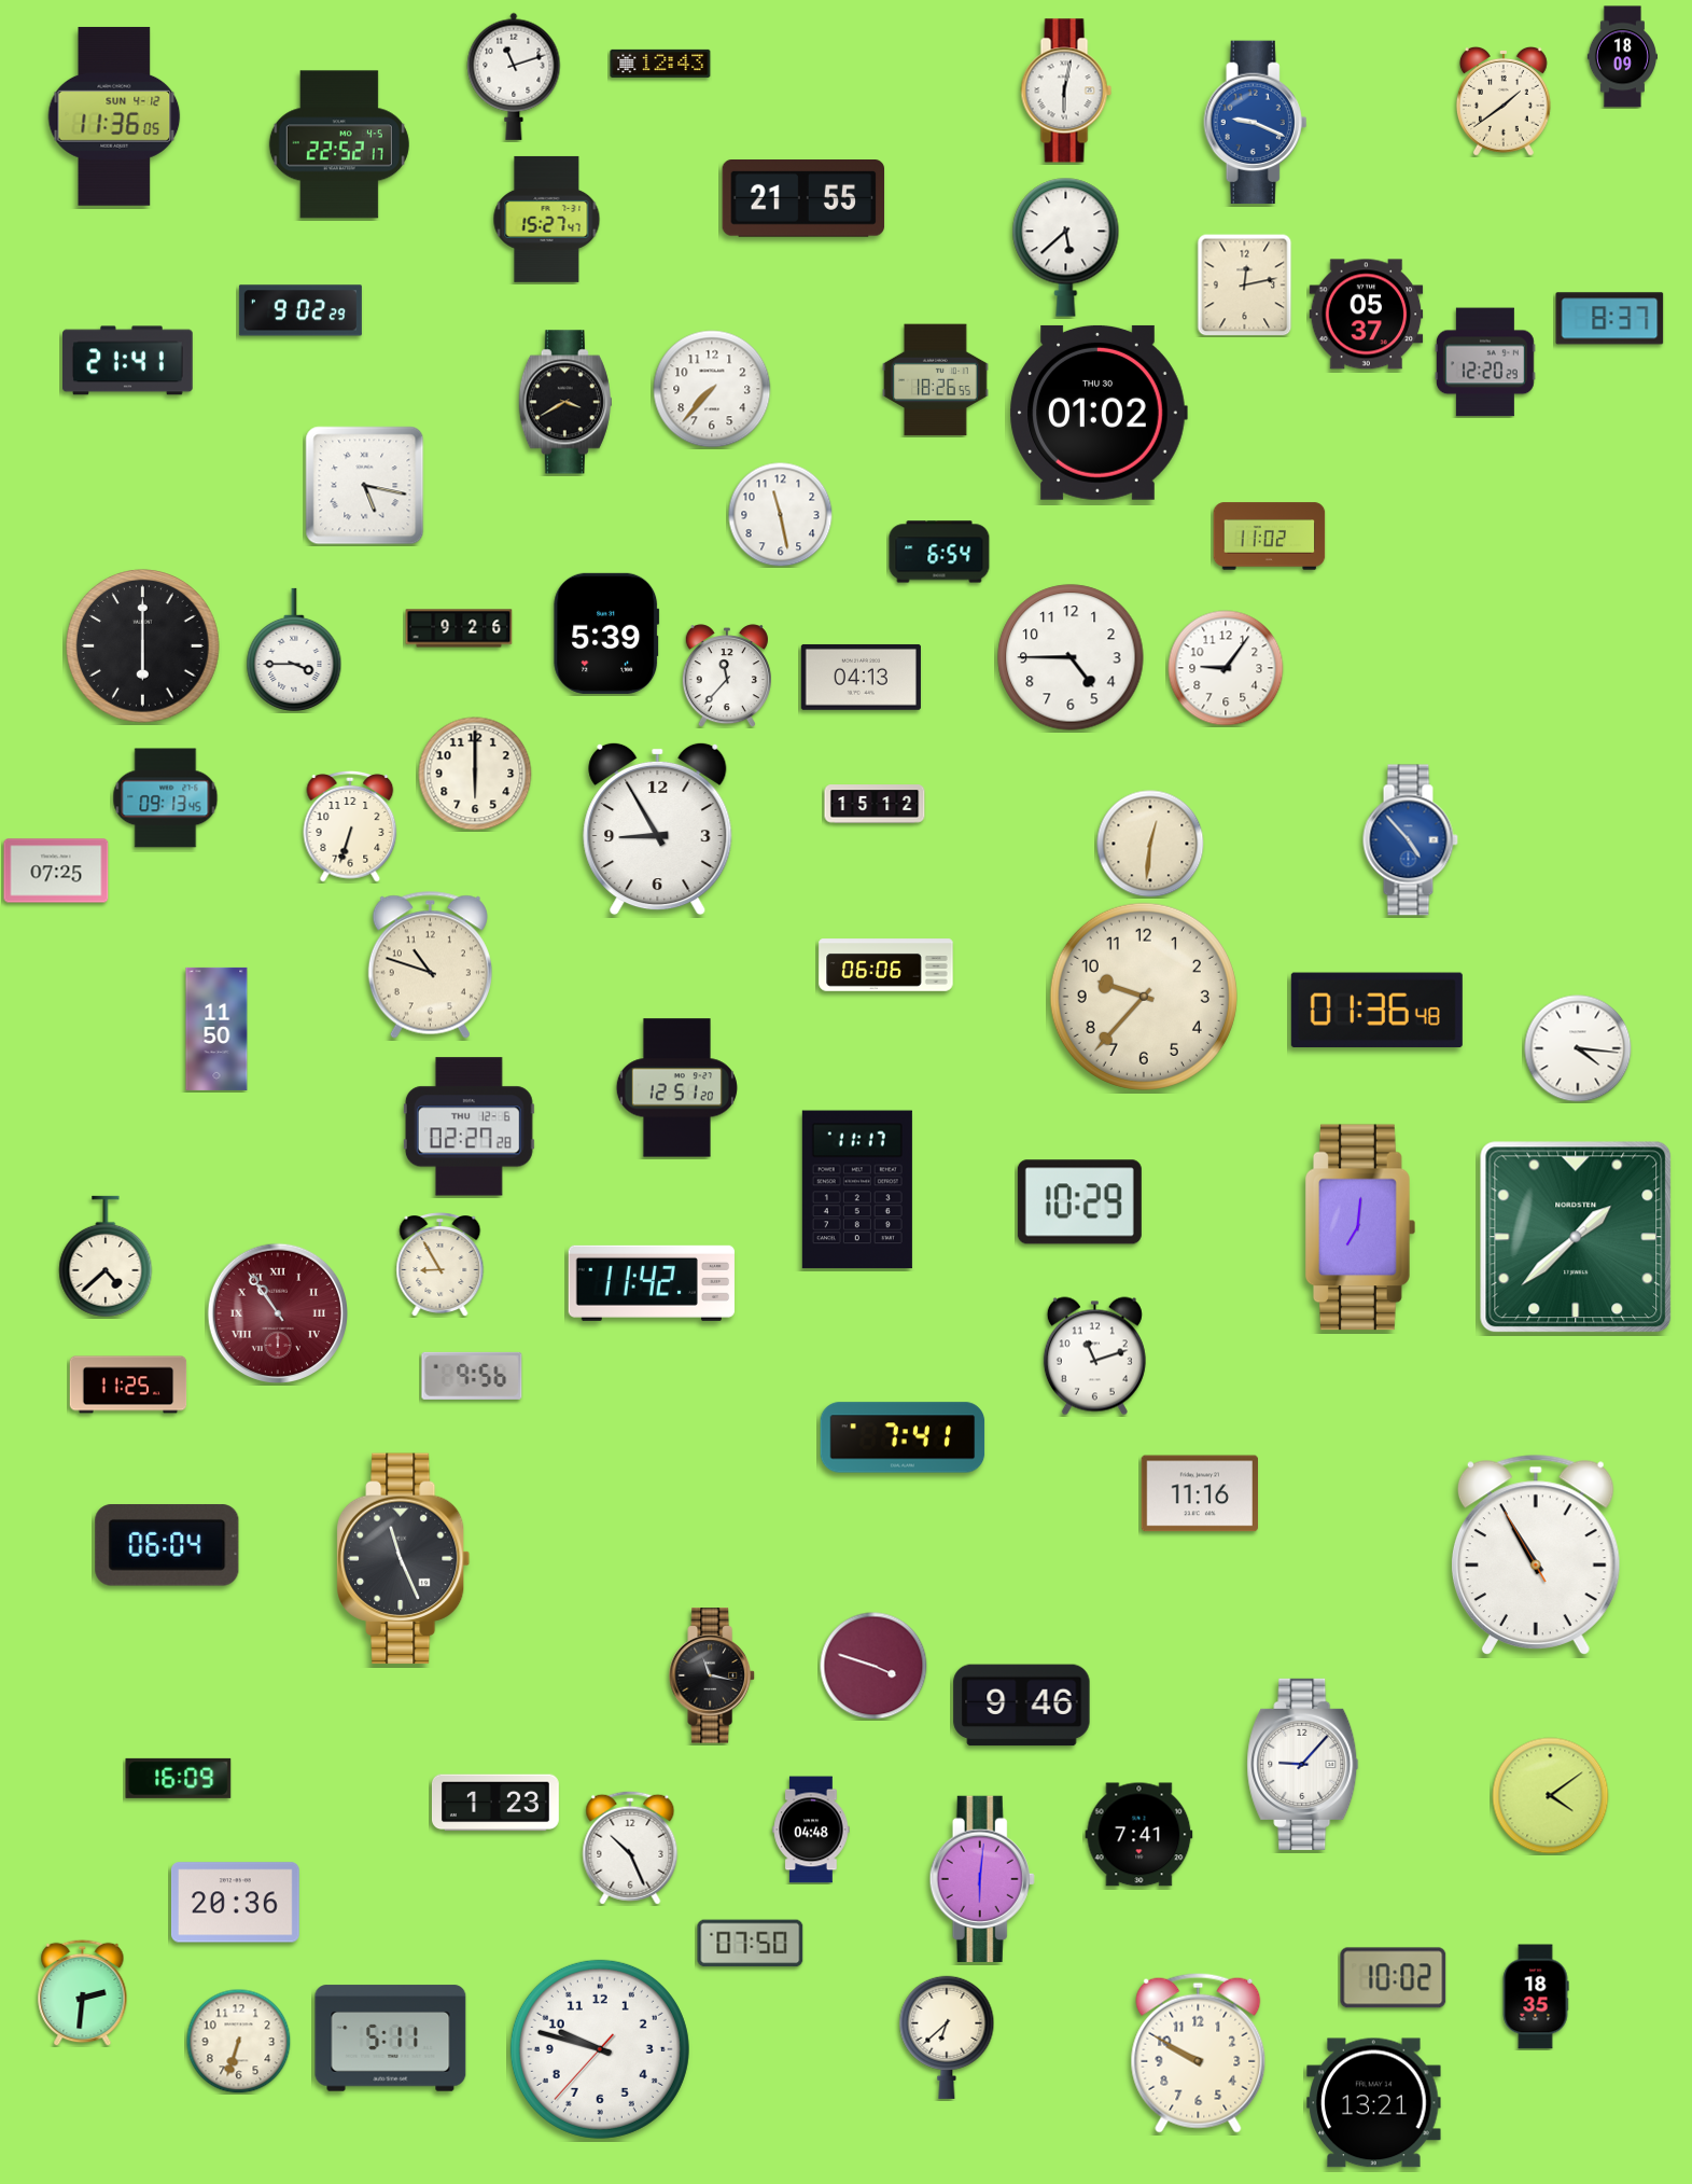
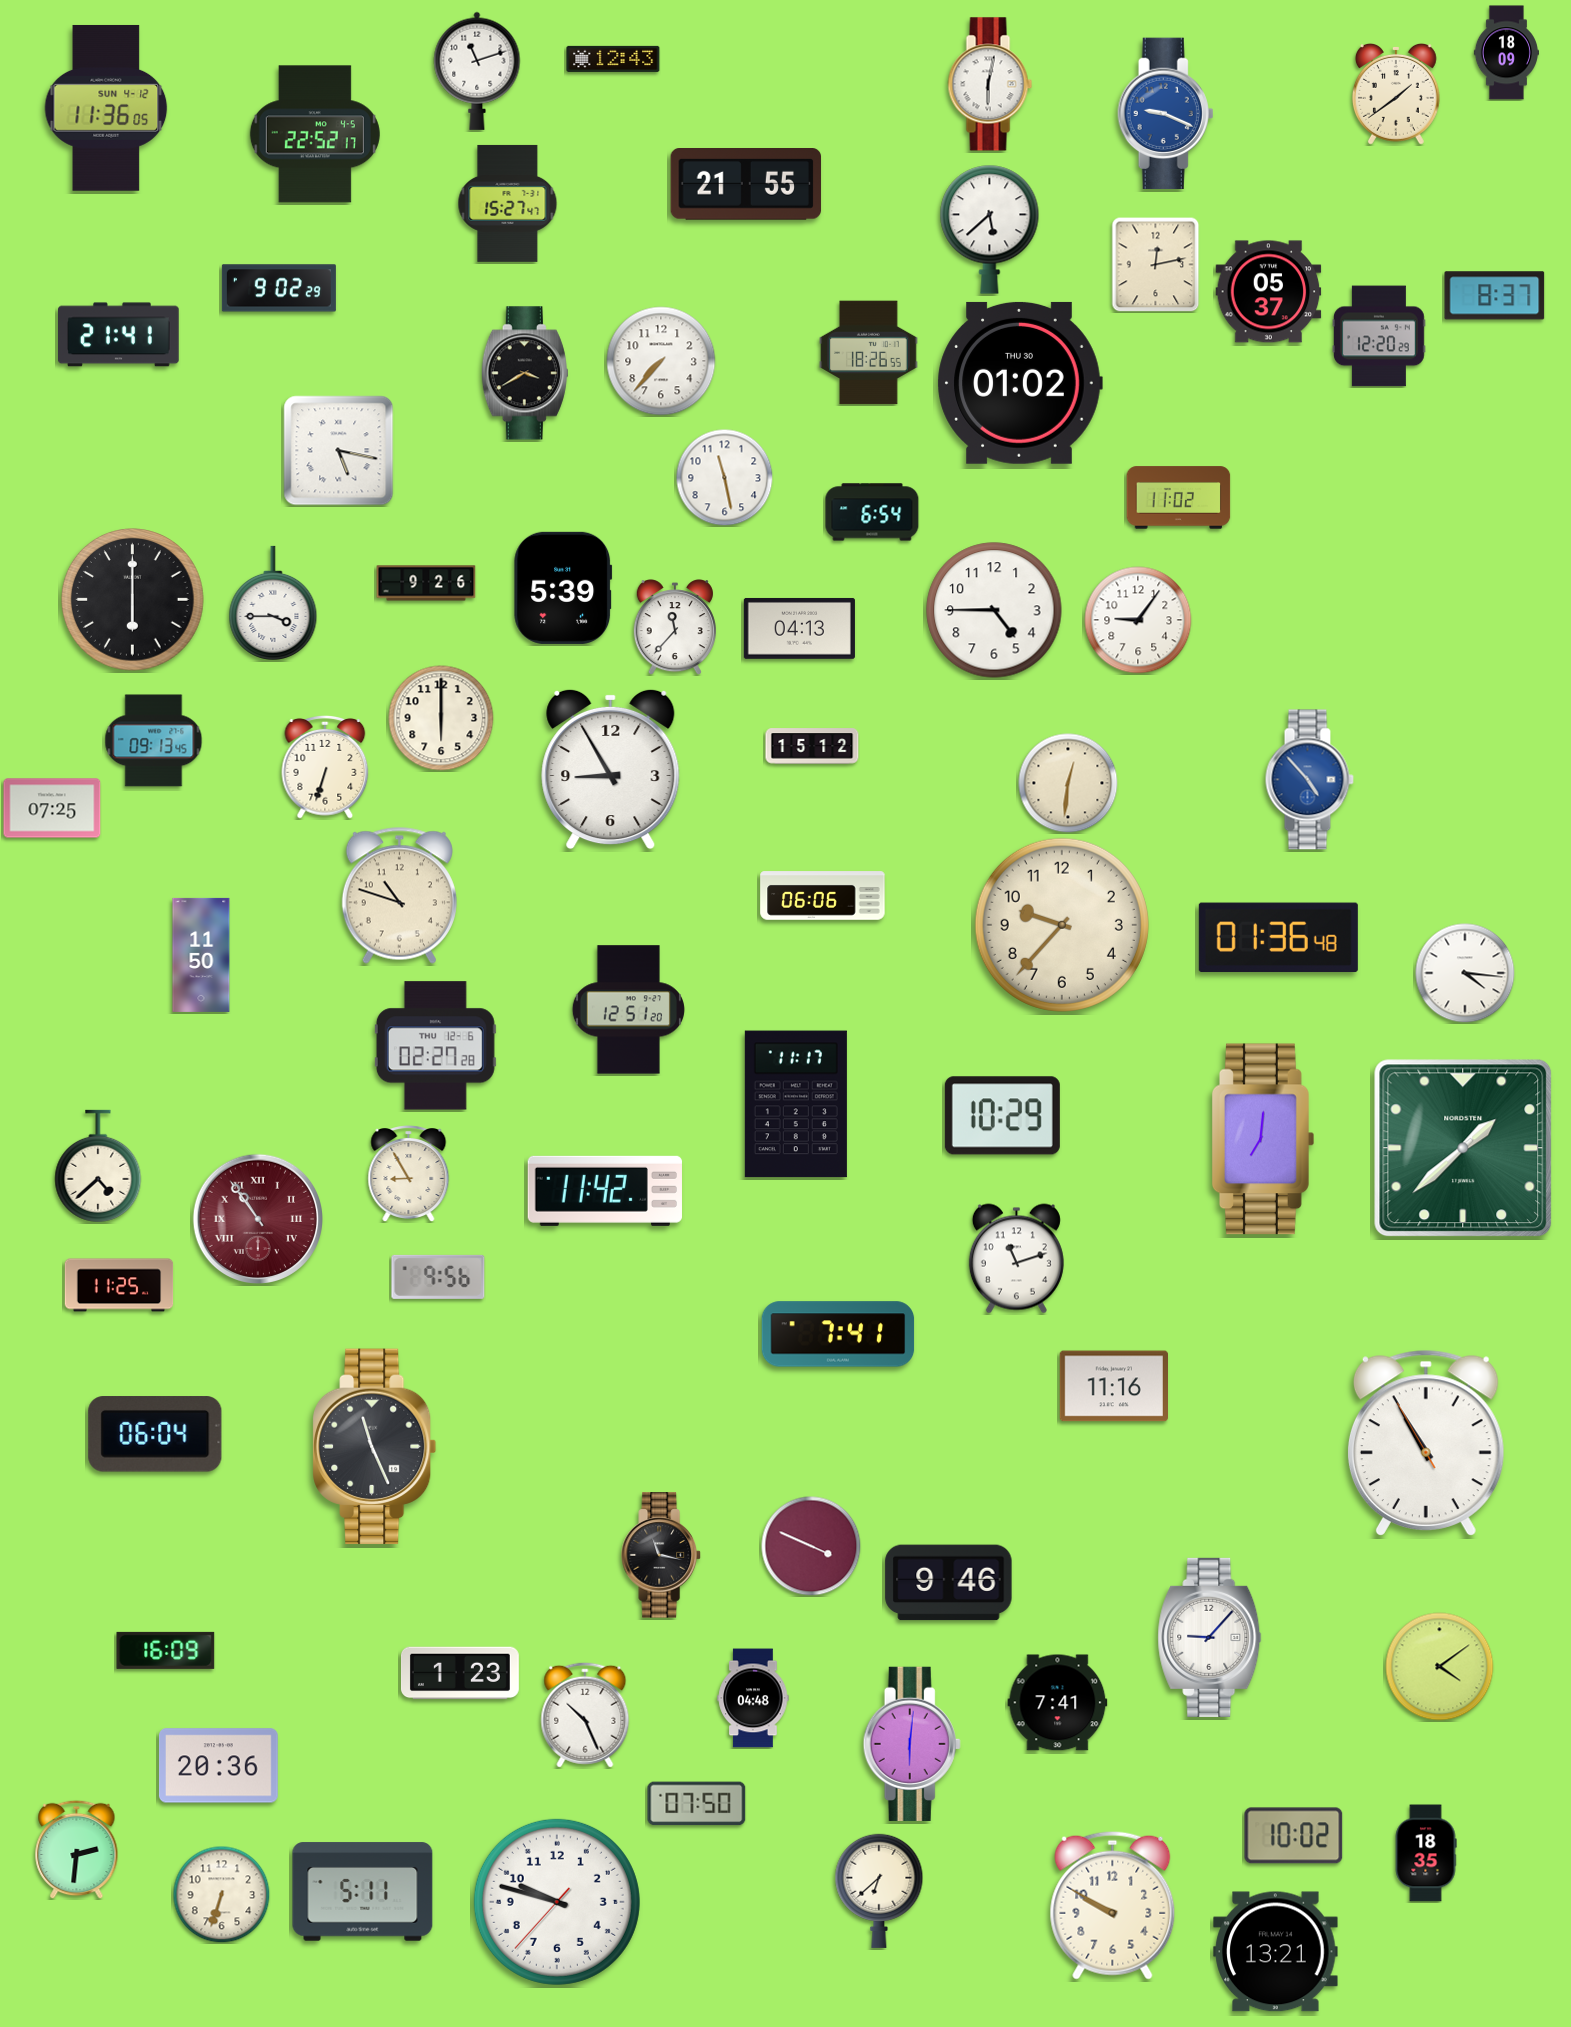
clock at (873, 1666): 3:48 -> 3:49
